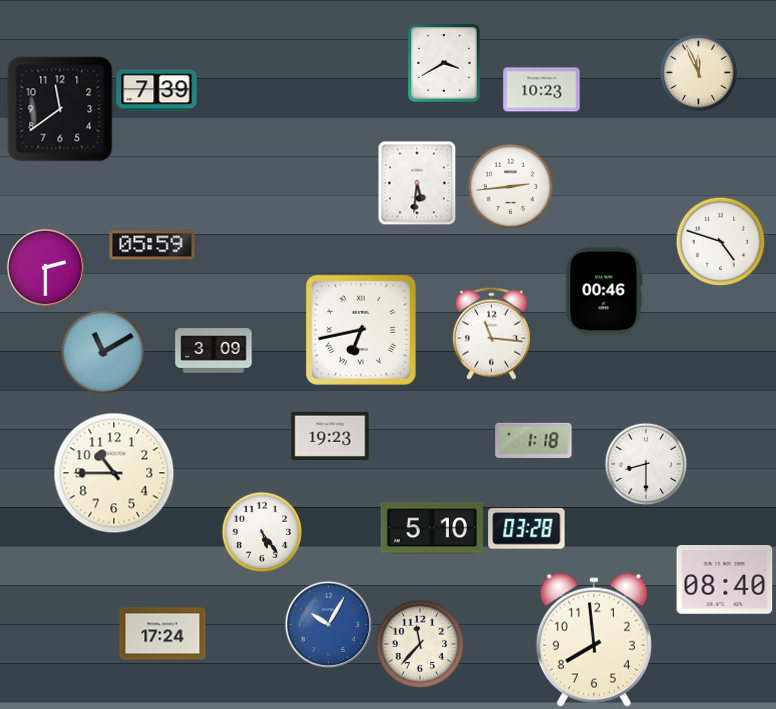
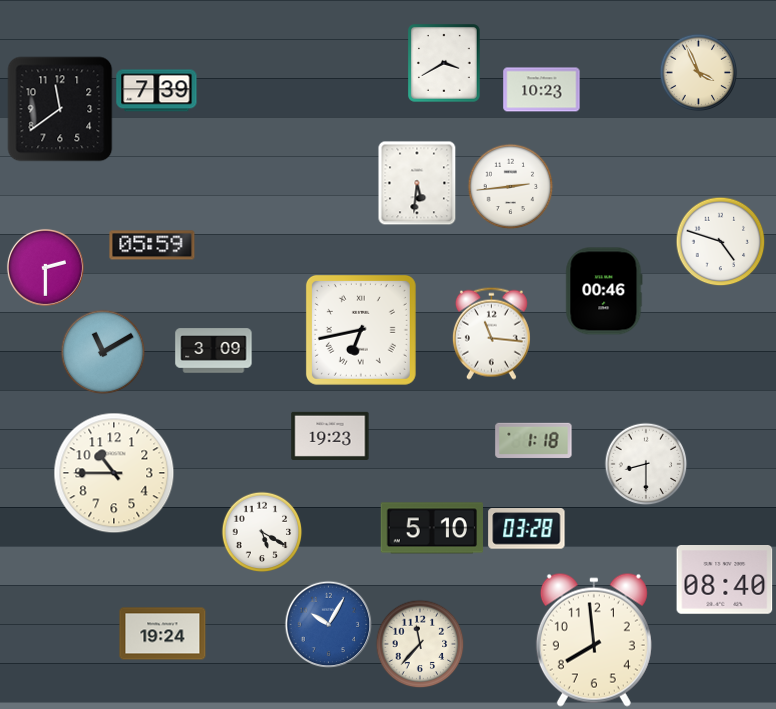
clock at (698, 72): 11:56 -> 3:56
clock at (262, 532): 5:24 -> 5:20
clock at (163, 634): 17:24 -> 19:24
